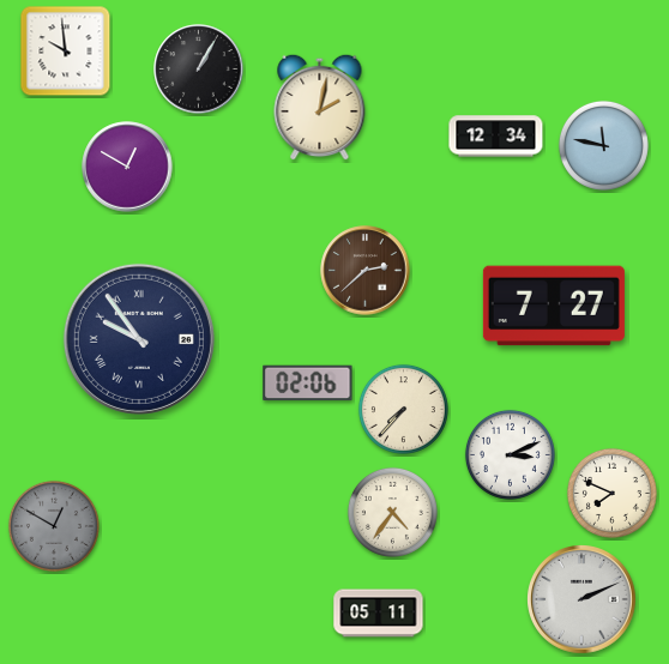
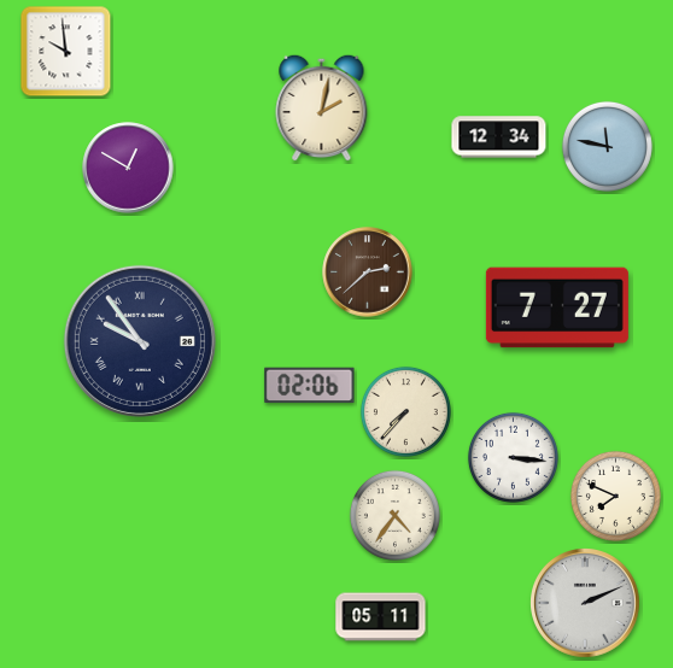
clock at (199, 70): 1:05 -> none
clock at (510, 454): 3:11 -> 3:16
clock at (54, 526): 12:50 -> none
